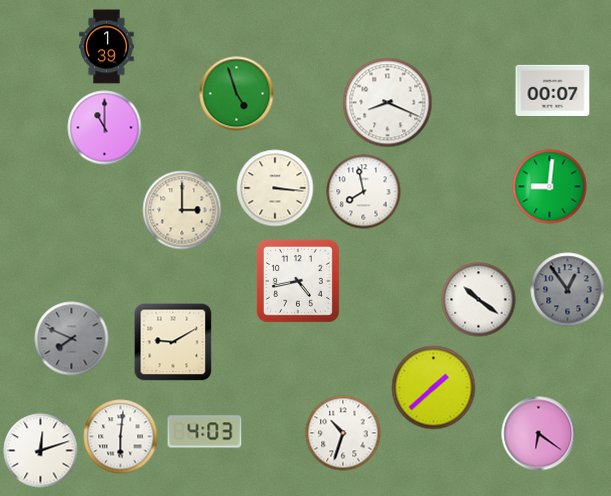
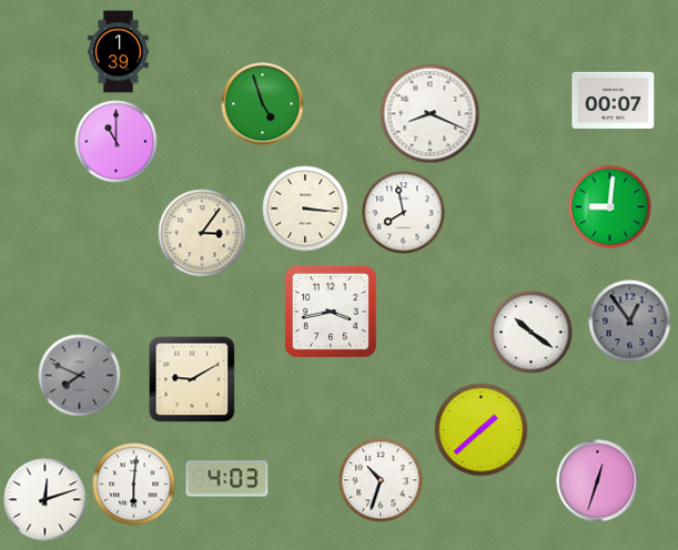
clock at (182, 210): 3:00 -> 3:06
clock at (298, 281): 4:43 -> 3:43
clock at (539, 434): 6:21 -> 12:33
